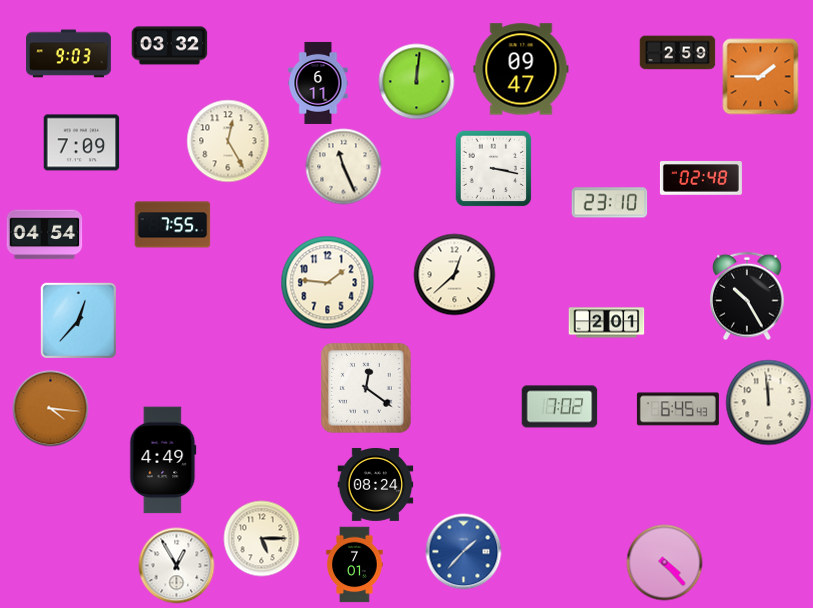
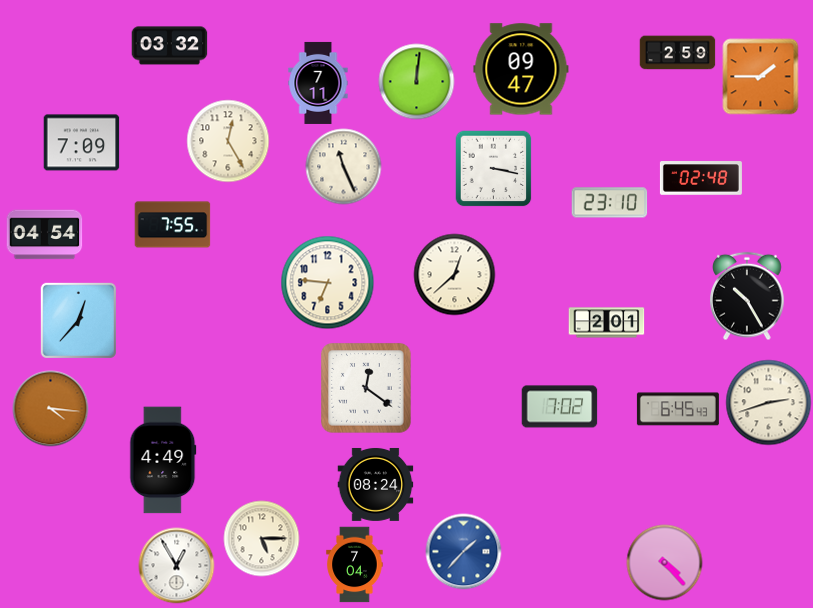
clock at (69, 54): 9:03 -> none
clock at (318, 83): 6:11 -> 7:11
clock at (328, 283): 1:46 -> 6:46
clock at (769, 403): 11:59 -> 2:42
clock at (355, 565): 7:01 -> 7:04
